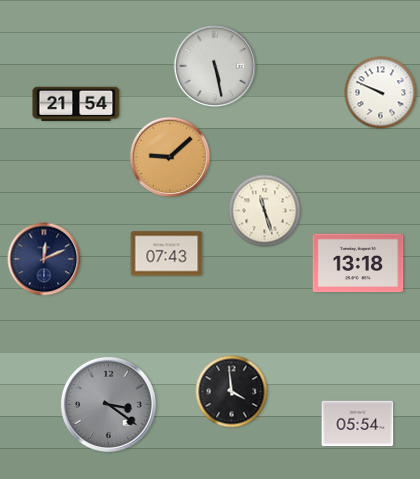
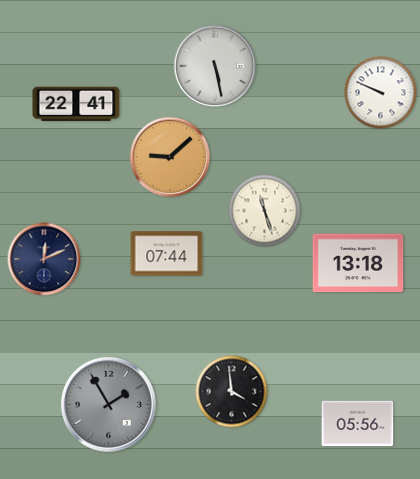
clock at (76, 103): 21:54 -> 22:41
clock at (167, 254): 07:43 -> 07:44
clock at (108, 404): 3:21 -> 1:55
clock at (358, 424): 05:54 -> 05:56
